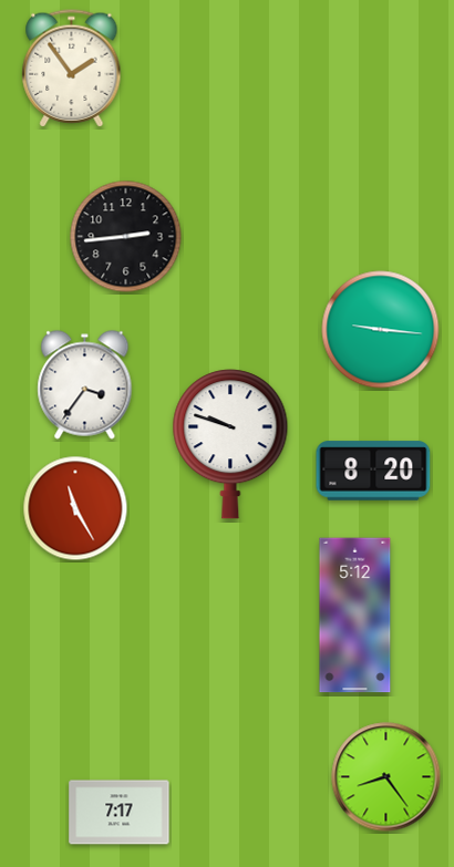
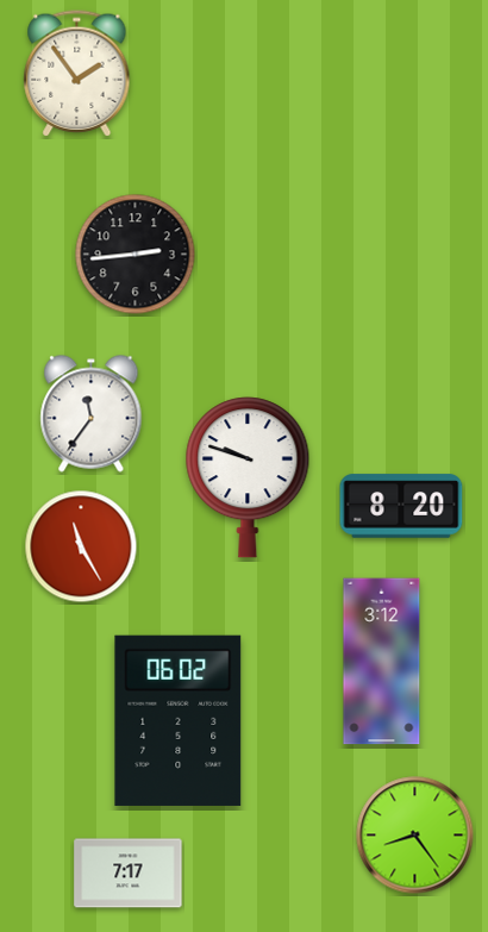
clock at (381, 330): 9:16 -> none
clock at (85, 385): 3:36 -> 11:36
clock at (355, 616): 5:12 -> 3:12
clock at (179, 720): none -> 06:02
